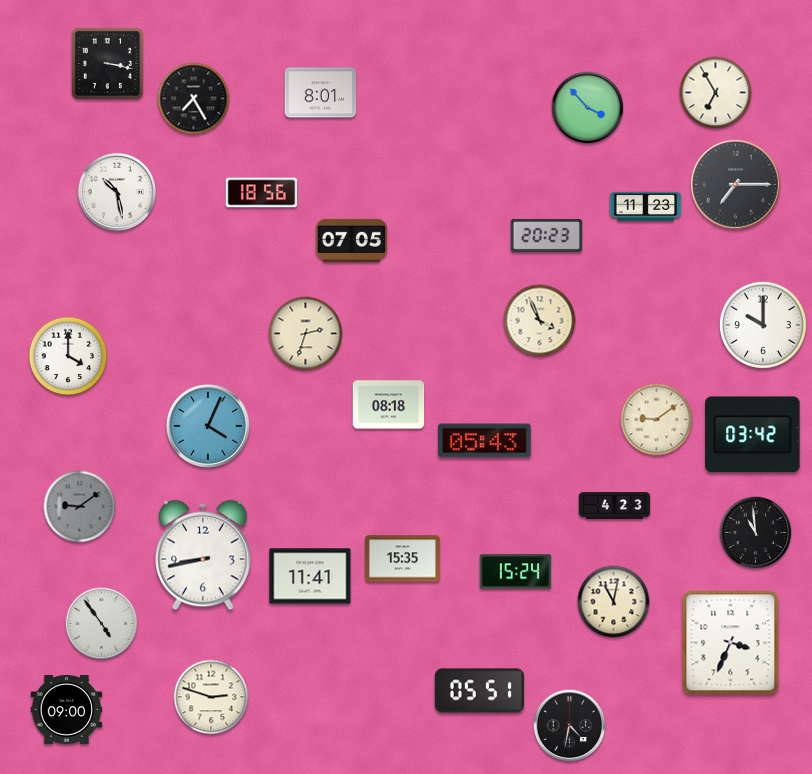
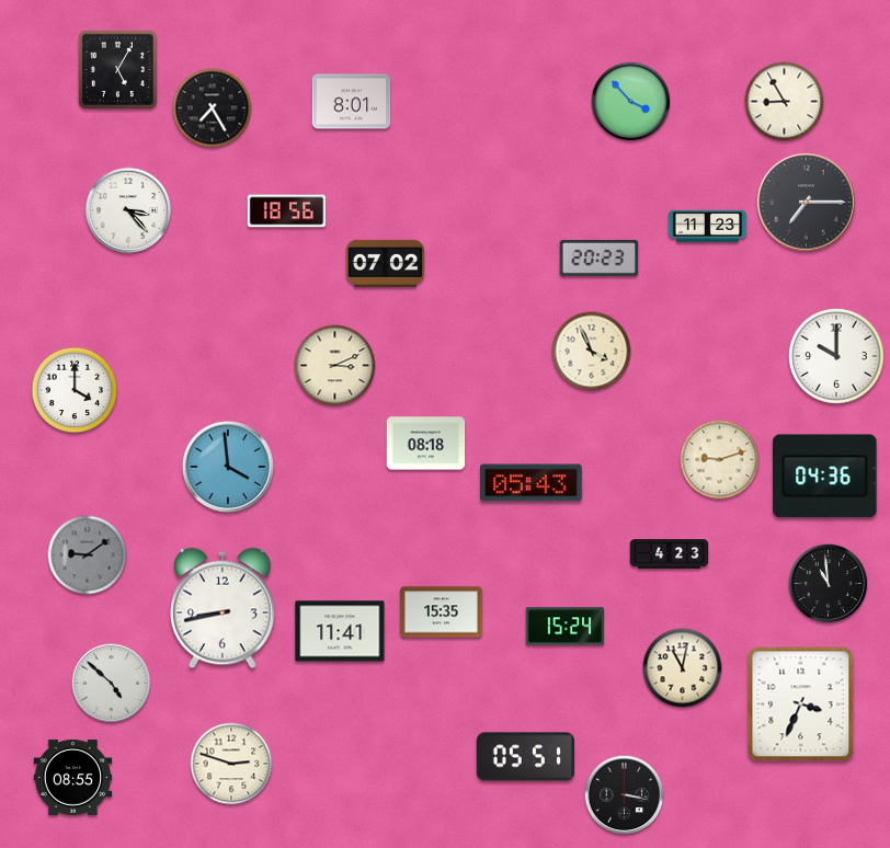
clock at (107, 63): 3:17 -> 5:05
clock at (716, 93): 6:55 -> 8:55
clock at (588, 108) position: (588, 108) -> (631, 102)
clock at (117, 192): 10:28 -> 3:23
clock at (352, 240): 07:05 -> 07:02
clock at (306, 334): 2:33 -> 3:11
clock at (657, 420): 9:09 -> 9:12
clock at (208, 426): 4:04 -> 3:59
clock at (753, 435): 03:42 -> 04:36
clock at (615, 506) position: (615, 506) -> (670, 554)
clock at (614, 602) position: (614, 602) -> (683, 668)
clock at (102, 624): 4:54 -> 4:52
clock at (67, 709): 09:00 -> 08:55
clock at (570, 726): 4:32 -> 3:17
